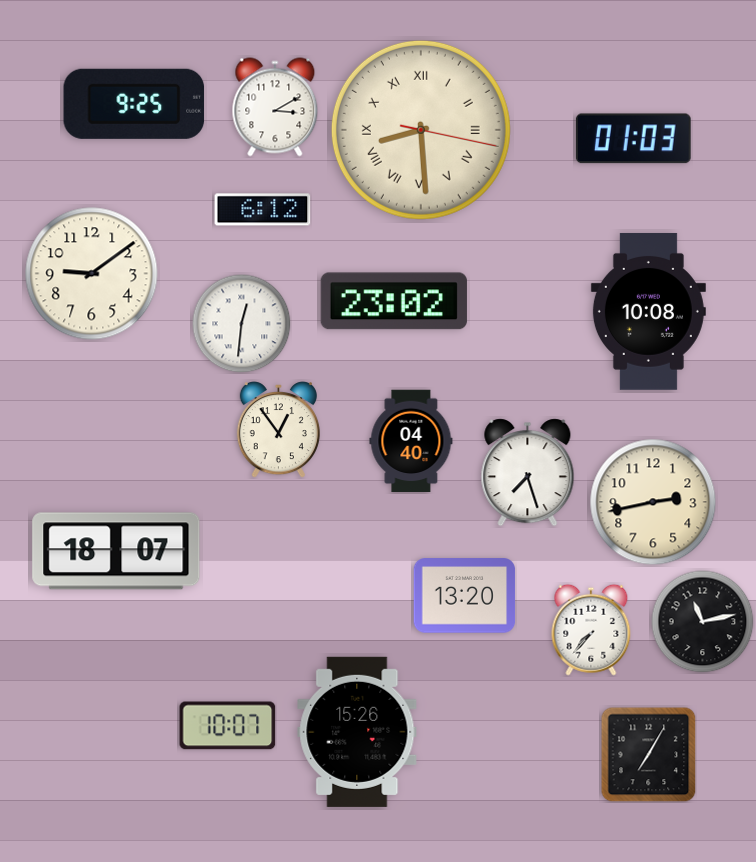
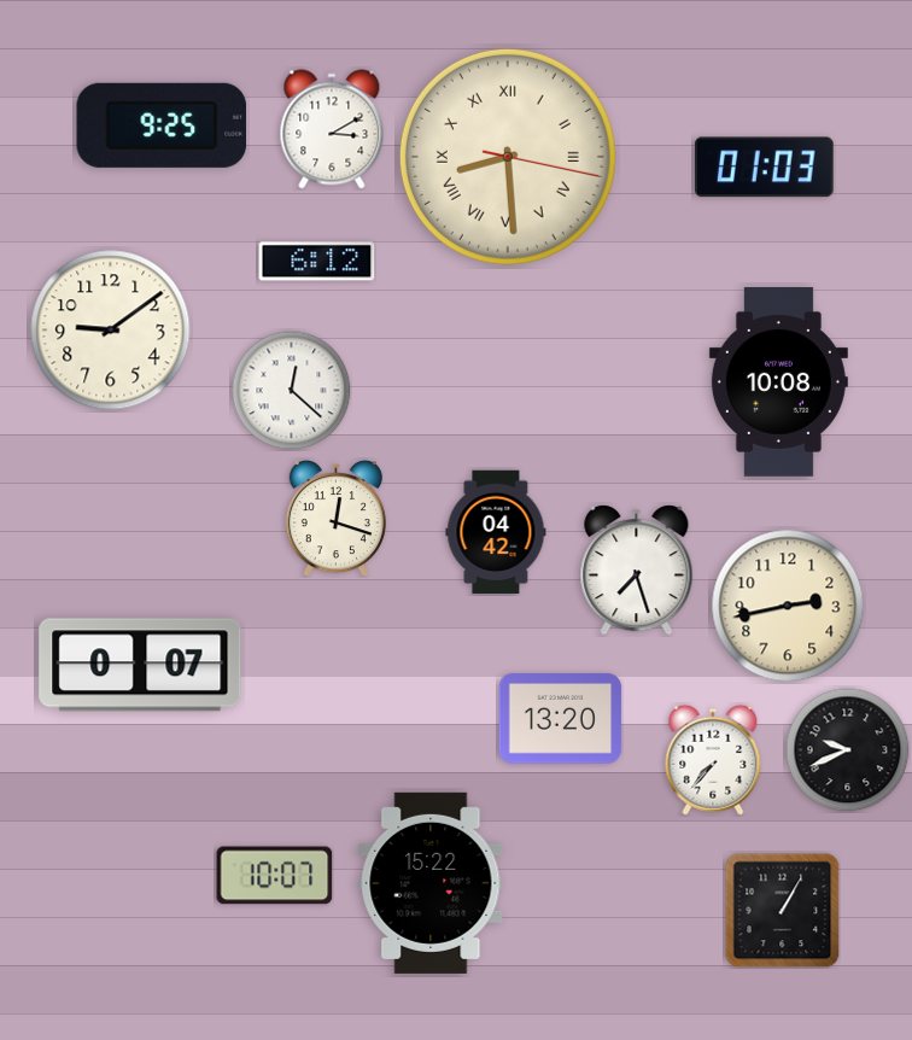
clock at (263, 210) position: (263, 210) -> (317, 262)
clock at (394, 301): 23:02 -> none
clock at (648, 311) position: (648, 311) -> (778, 381)
clock at (242, 324): 12:31 -> 12:22
clock at (278, 430): 12:54 -> 12:18
clock at (411, 441): 04:40 -> 04:42
clock at (116, 551): 18:07 -> 0:07
clock at (703, 622): 11:13 -> 9:41
clock at (357, 732): 15:26 -> 15:22
clock at (649, 755): 7:05 -> 1:05
